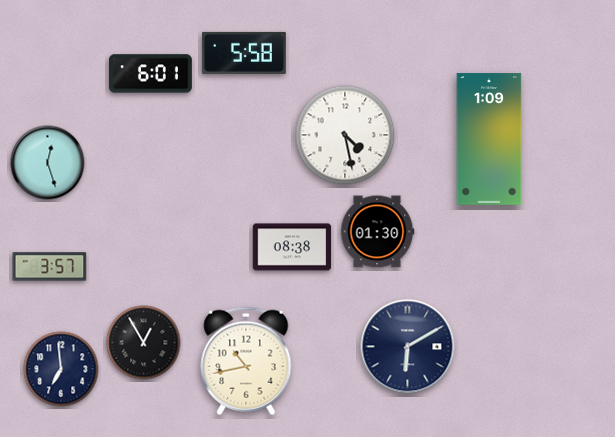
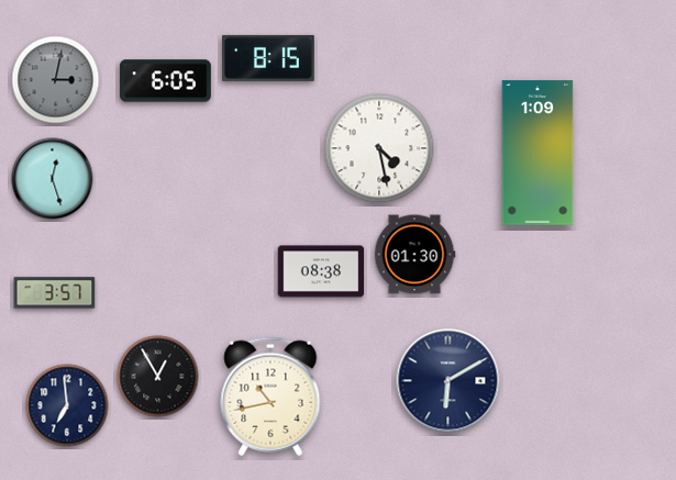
clock at (245, 53): 5:58 -> 8:15
clock at (56, 80): none -> 3:02
clock at (150, 74): 6:01 -> 6:05
